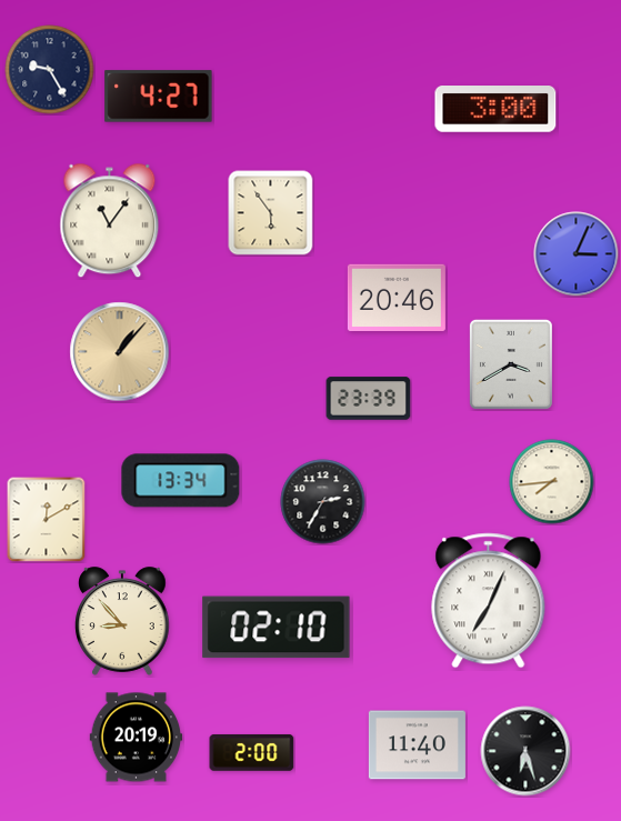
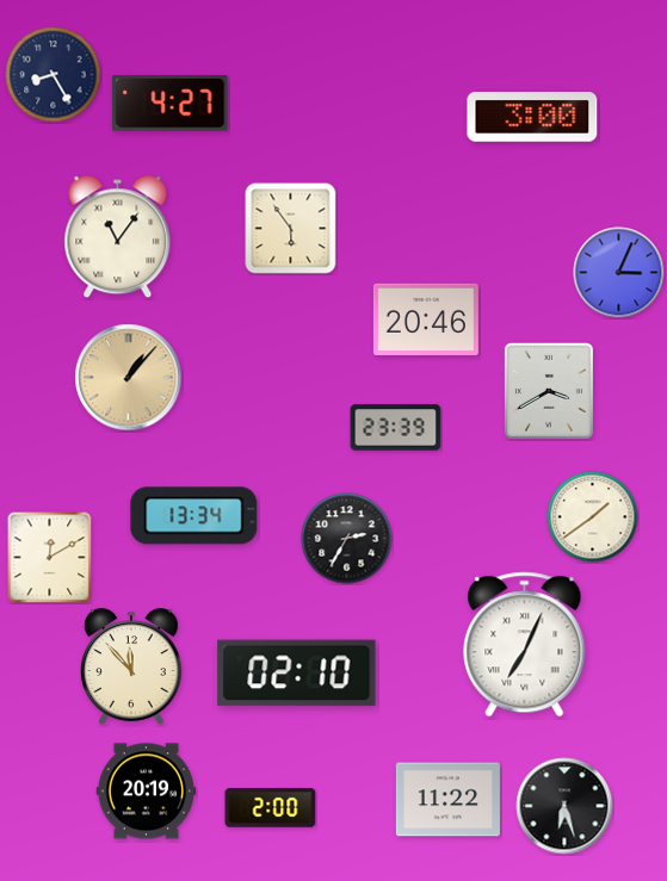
clock at (50, 70): 9:25 -> 8:25
clock at (552, 482): 7:44 -> 1:39
clock at (122, 621): 8:53 -> 11:53
clock at (417, 745): 11:40 -> 11:22
